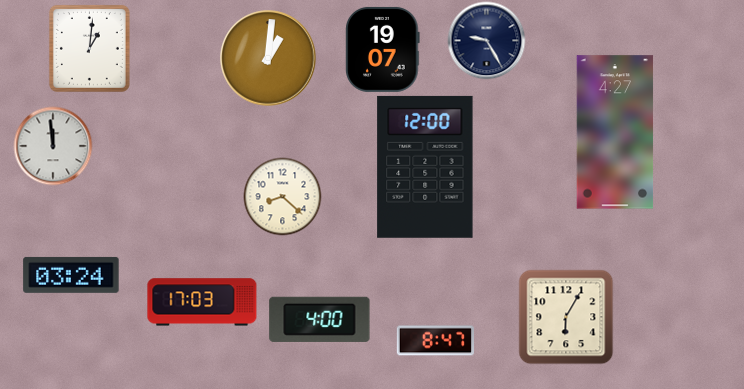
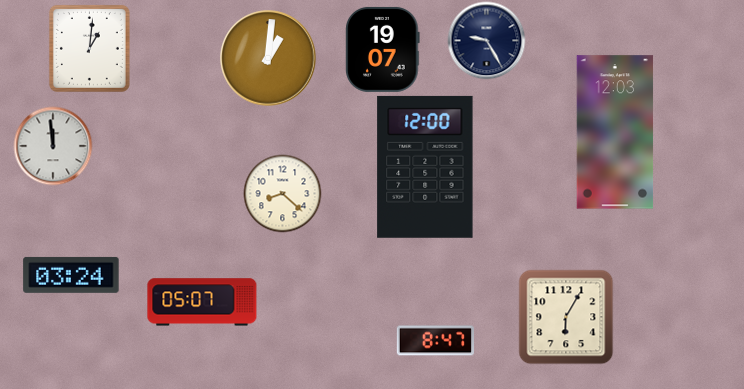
clock at (615, 132): 4:27 -> 12:03
clock at (282, 196) position: (282, 196) -> (282, 193)
clock at (202, 302): 17:03 -> 05:07
clock at (320, 319): 4:00 -> none
